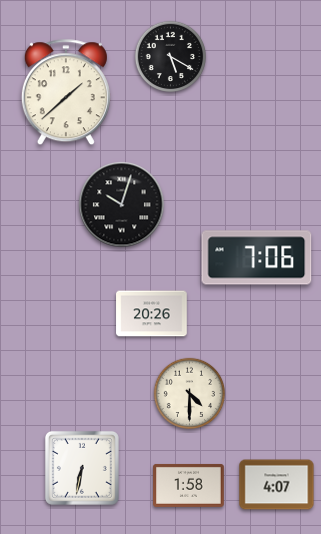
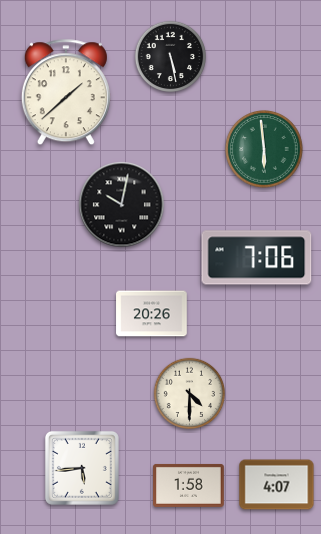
clock at (170, 56): 5:20 -> 5:28
clock at (264, 149): none -> 5:59
clock at (122, 205): 10:03 -> 10:02
clock at (82, 468): 6:32 -> 5:44
